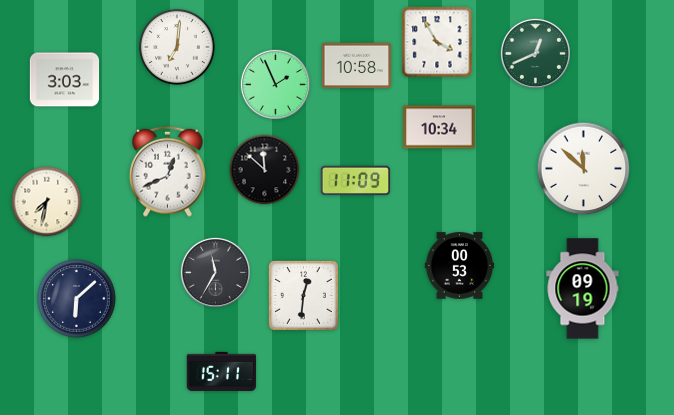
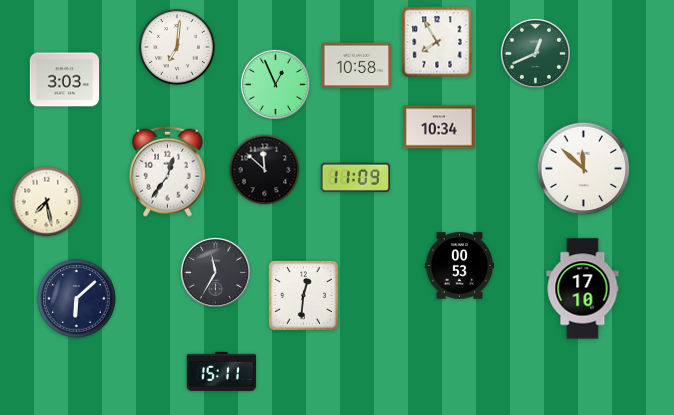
clock at (437, 42): 3:55 -> 7:55
clock at (275, 84): 1:56 -> 12:56
clock at (168, 171): 12:41 -> 12:36
clock at (356, 181) position: (356, 181) -> (356, 178)
clock at (47, 202): 7:32 -> 7:28
clock at (583, 289): 09:19 -> 17:10
